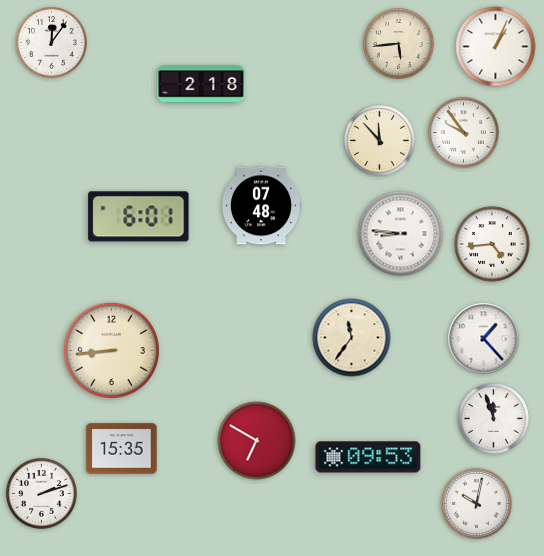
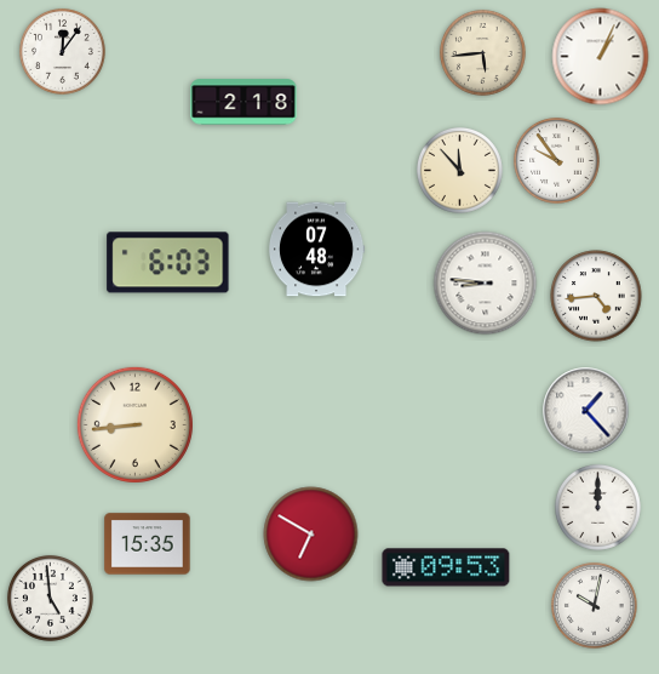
clock at (463, 132) position: (463, 132) -> (556, 160)
clock at (139, 217): 6:01 -> 6:03
clock at (352, 338): 11:36 -> none
clock at (493, 418): 11:57 -> 12:00
clock at (368, 457) position: (368, 457) -> (446, 567)
clock at (41, 493): 2:12 -> 4:59
clock at (476, 503) position: (476, 503) -> (594, 605)
